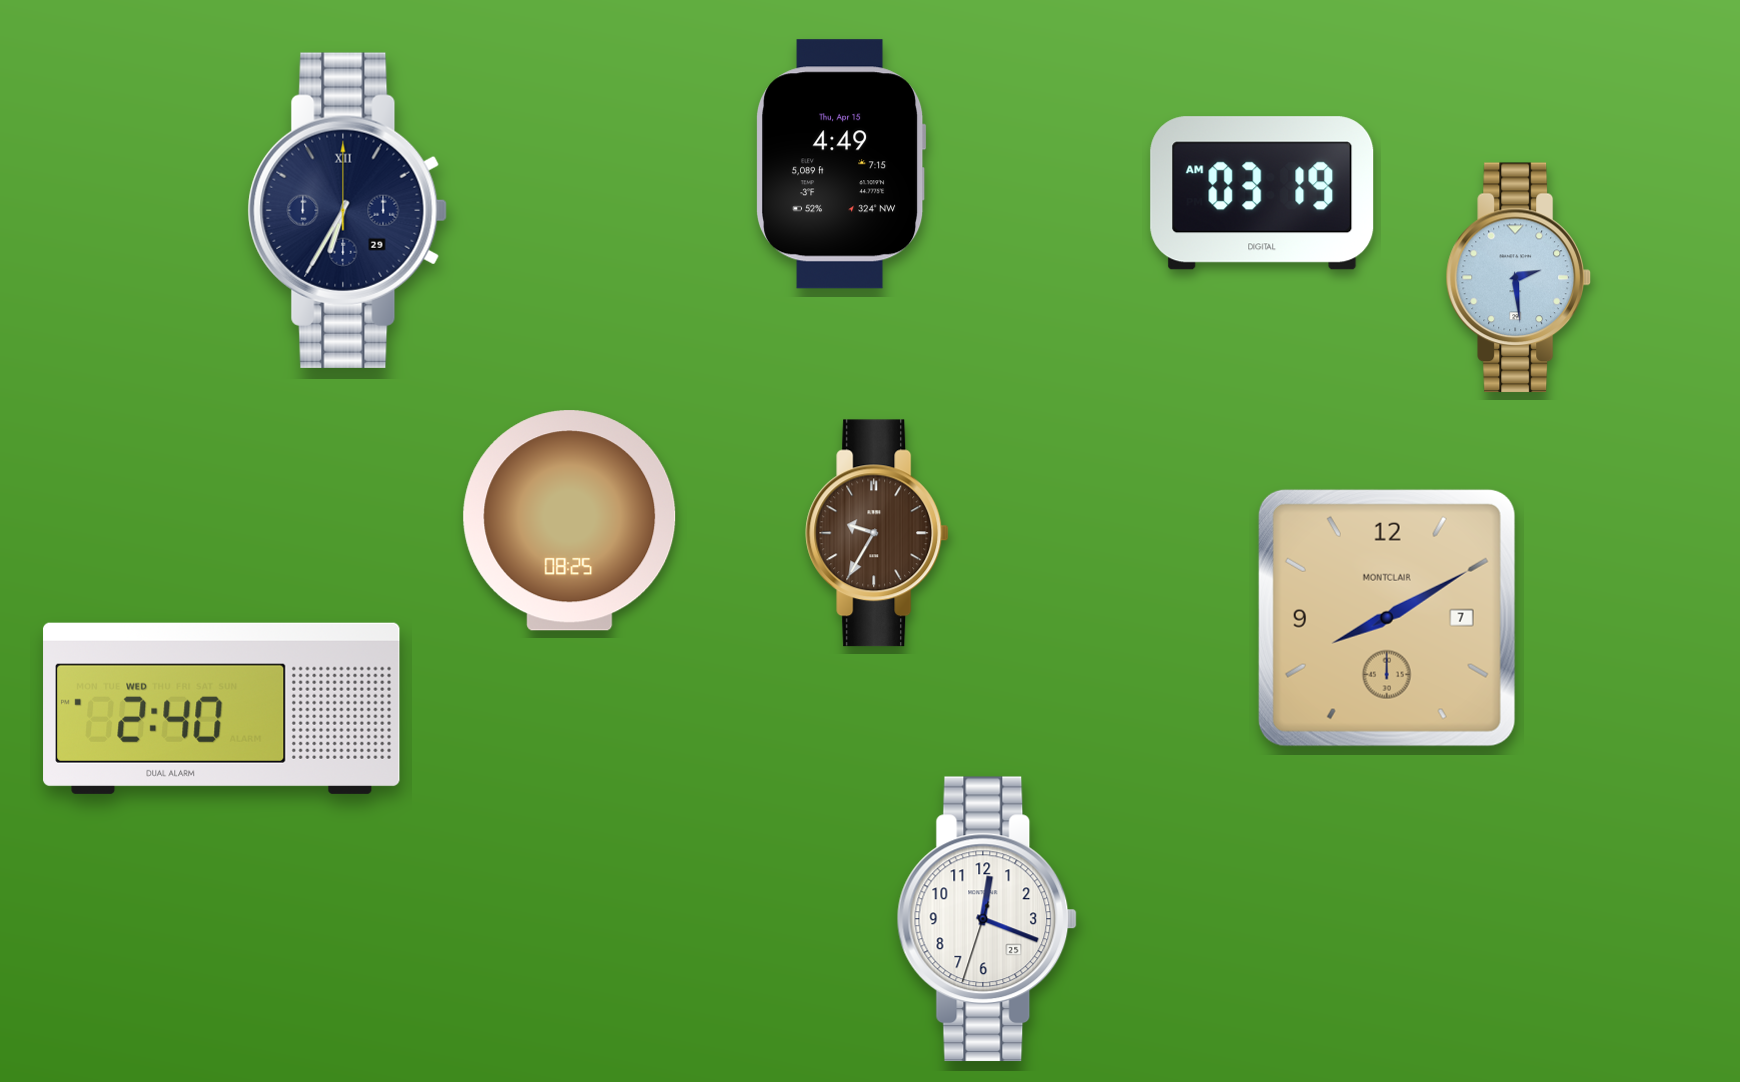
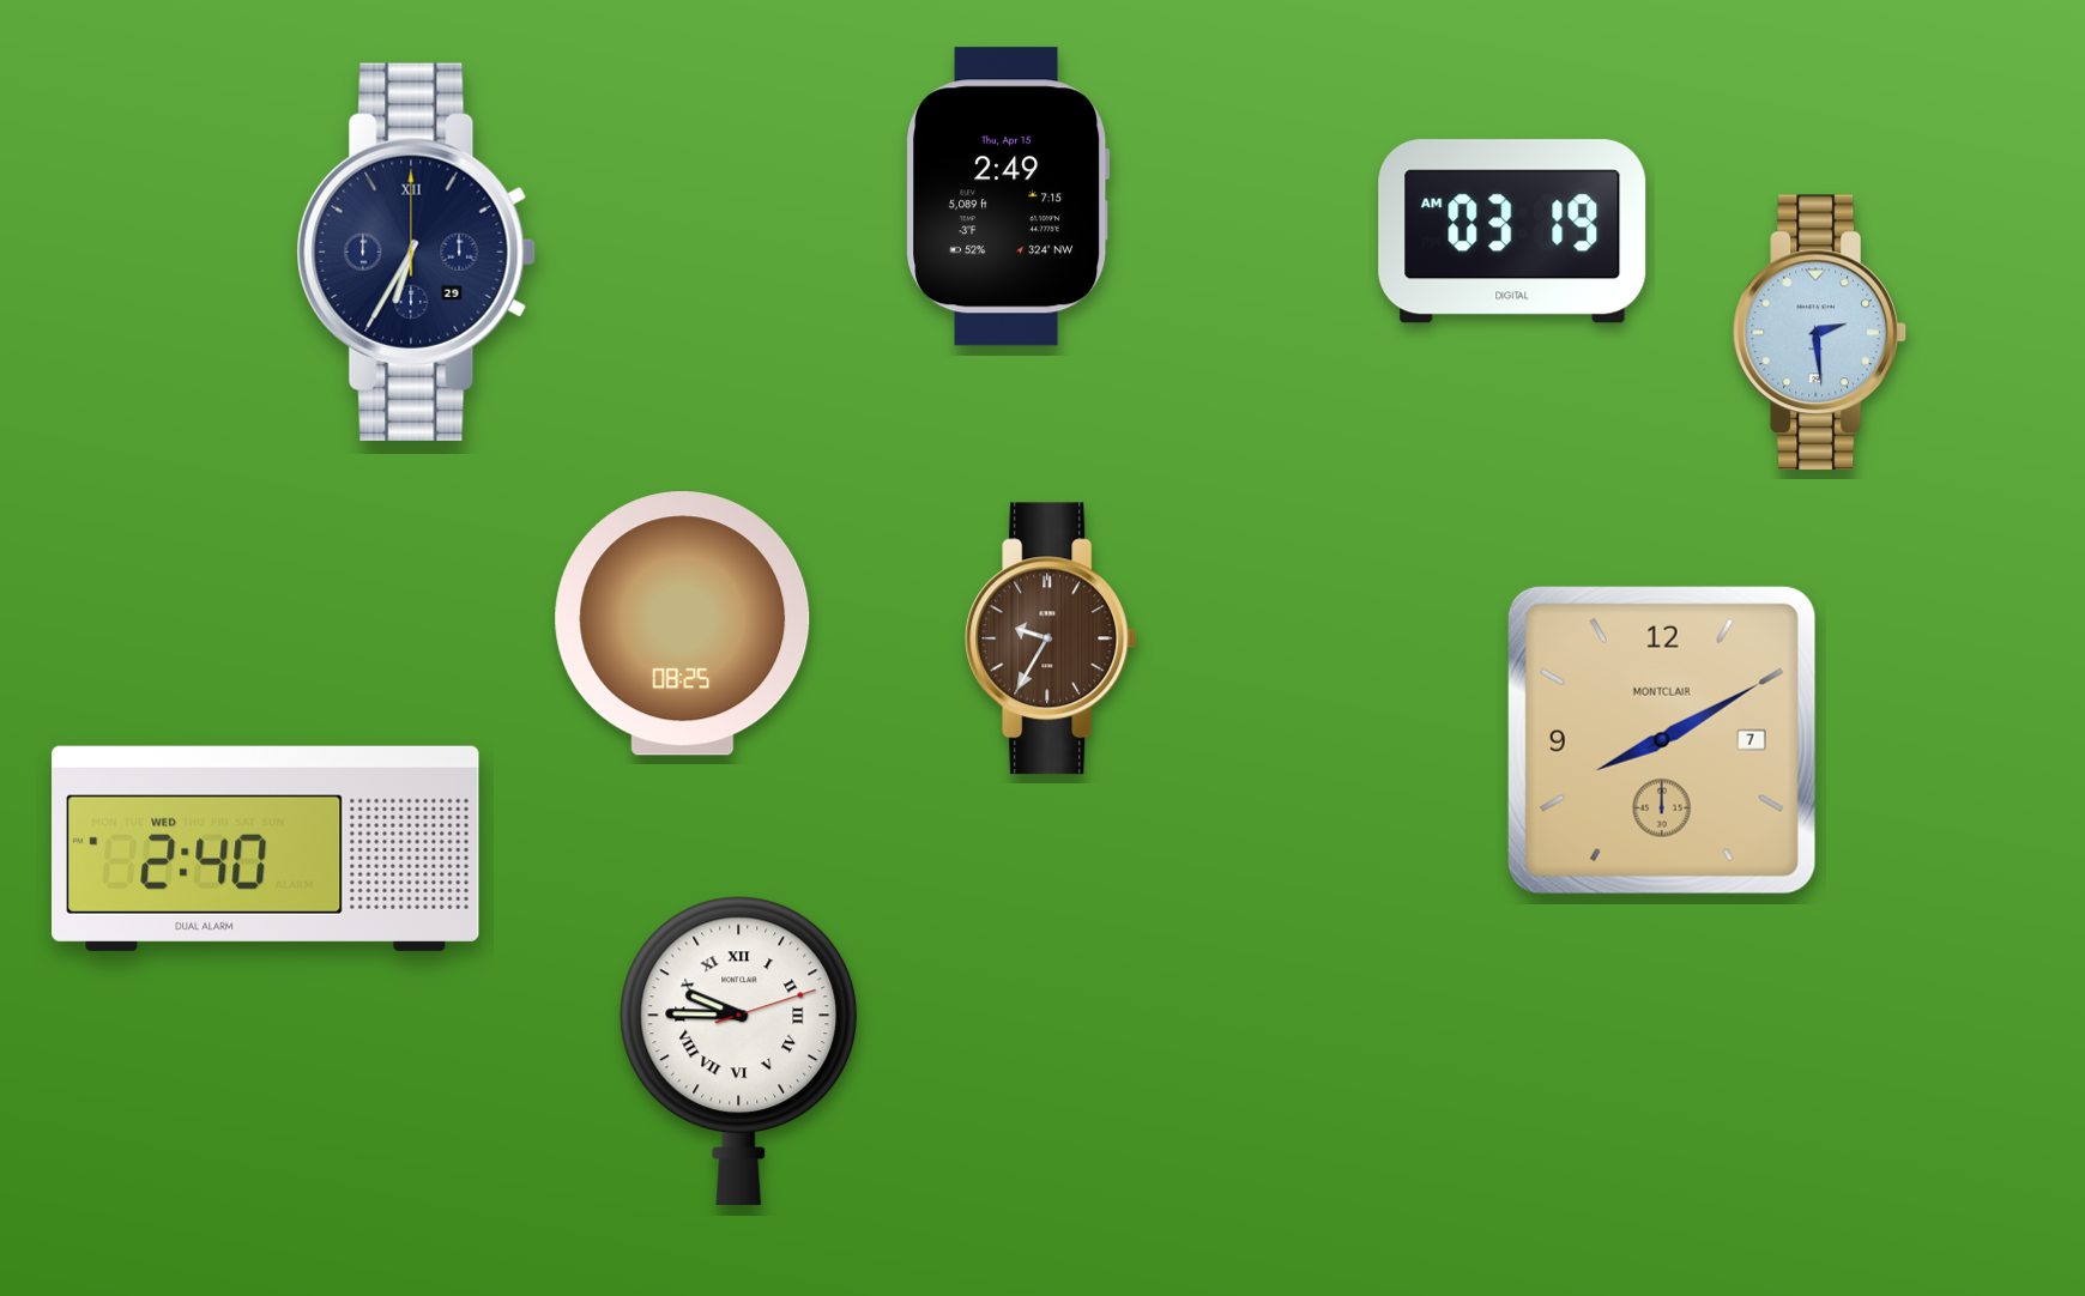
clock at (841, 164): 4:49 -> 2:49
clock at (739, 1050): none -> 9:45
clock at (987, 919): 12:18 -> none
